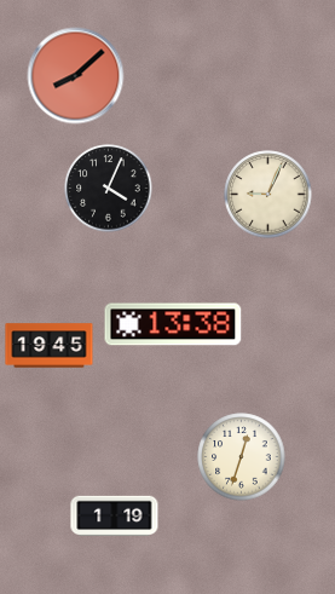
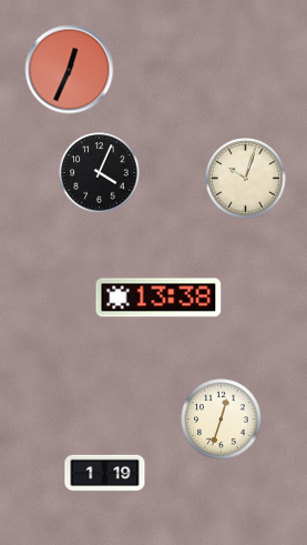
clock at (76, 76): 8:08 -> 12:34
clock at (268, 195): 9:04 -> 10:03
clock at (50, 346): 19:45 -> none
